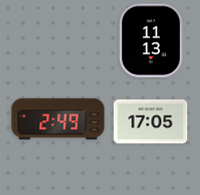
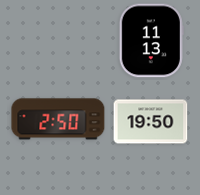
clock at (58, 119): 2:49 -> 2:50
clock at (151, 122): 17:05 -> 19:50
